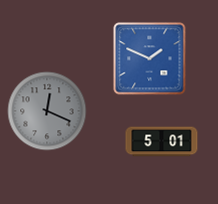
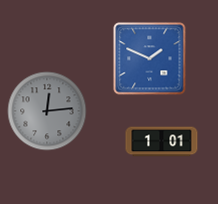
clock at (47, 111): 12:19 -> 12:14
clock at (162, 142): 5:01 -> 1:01
